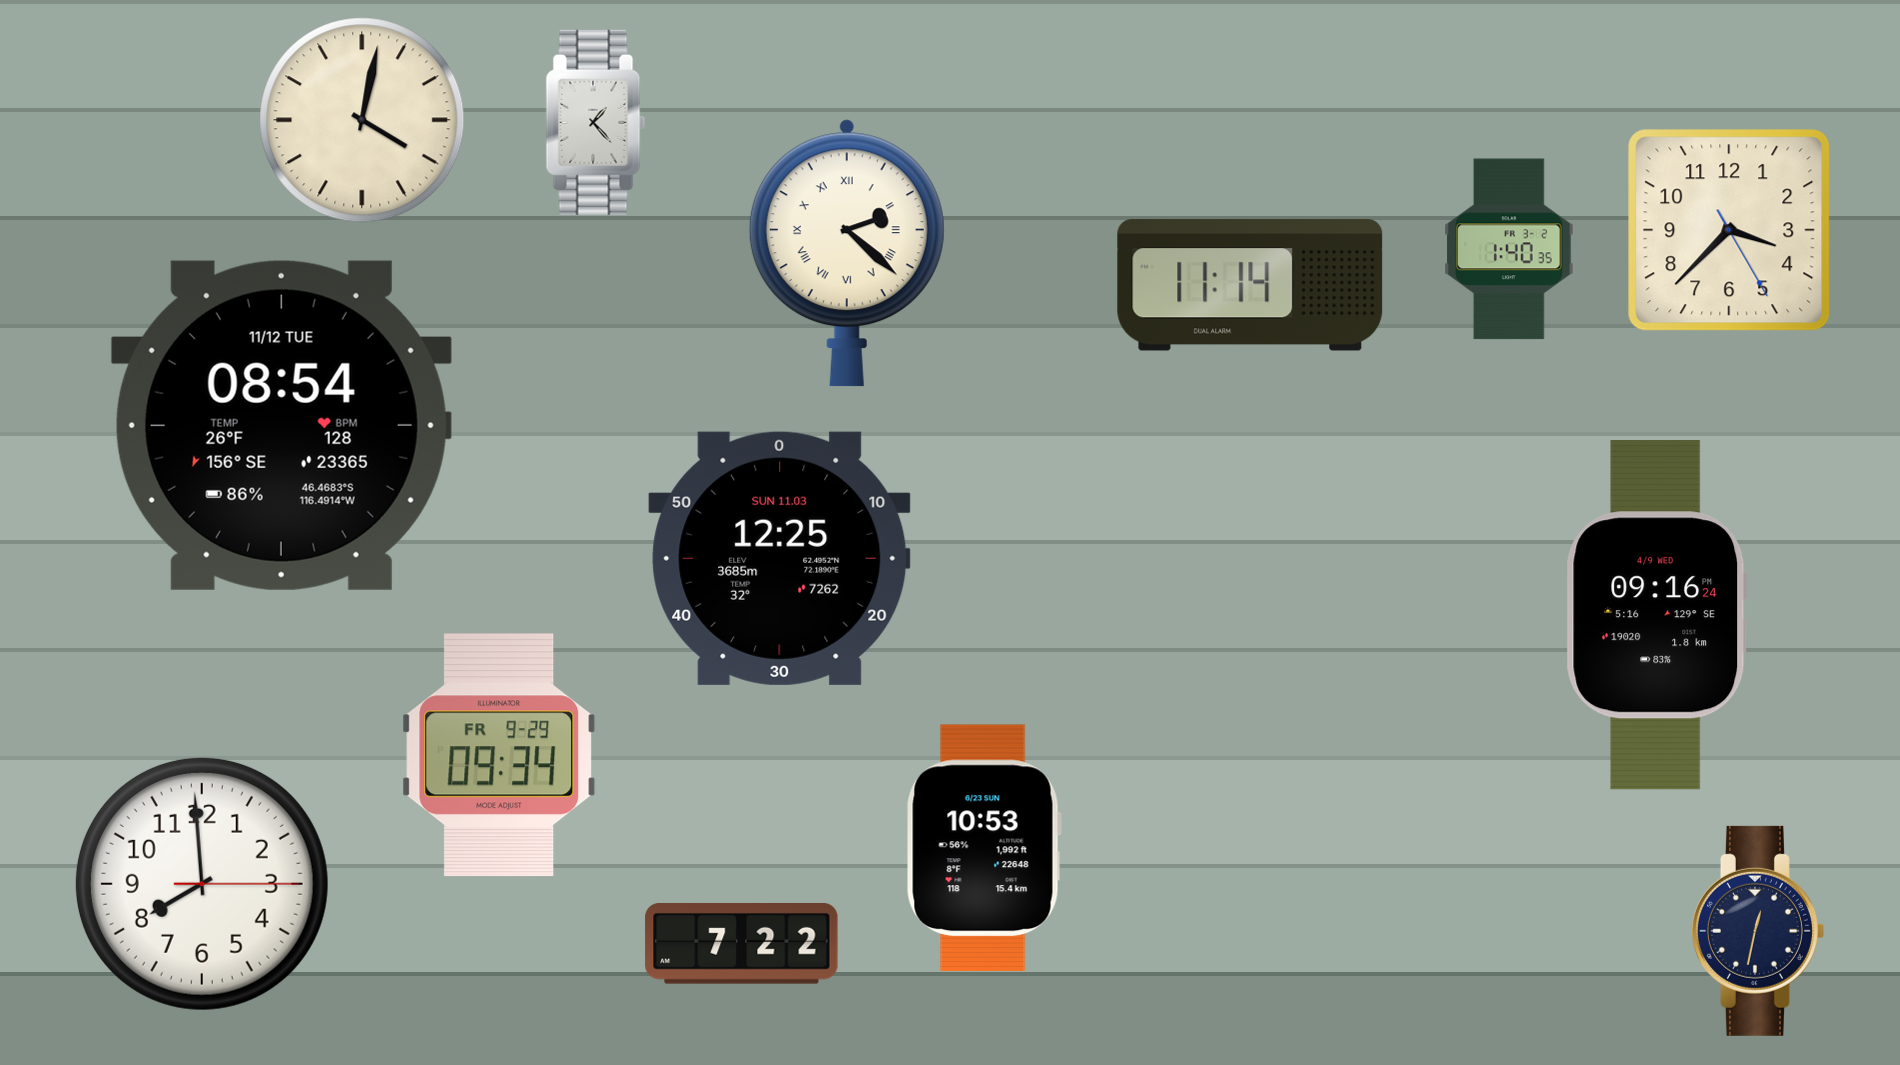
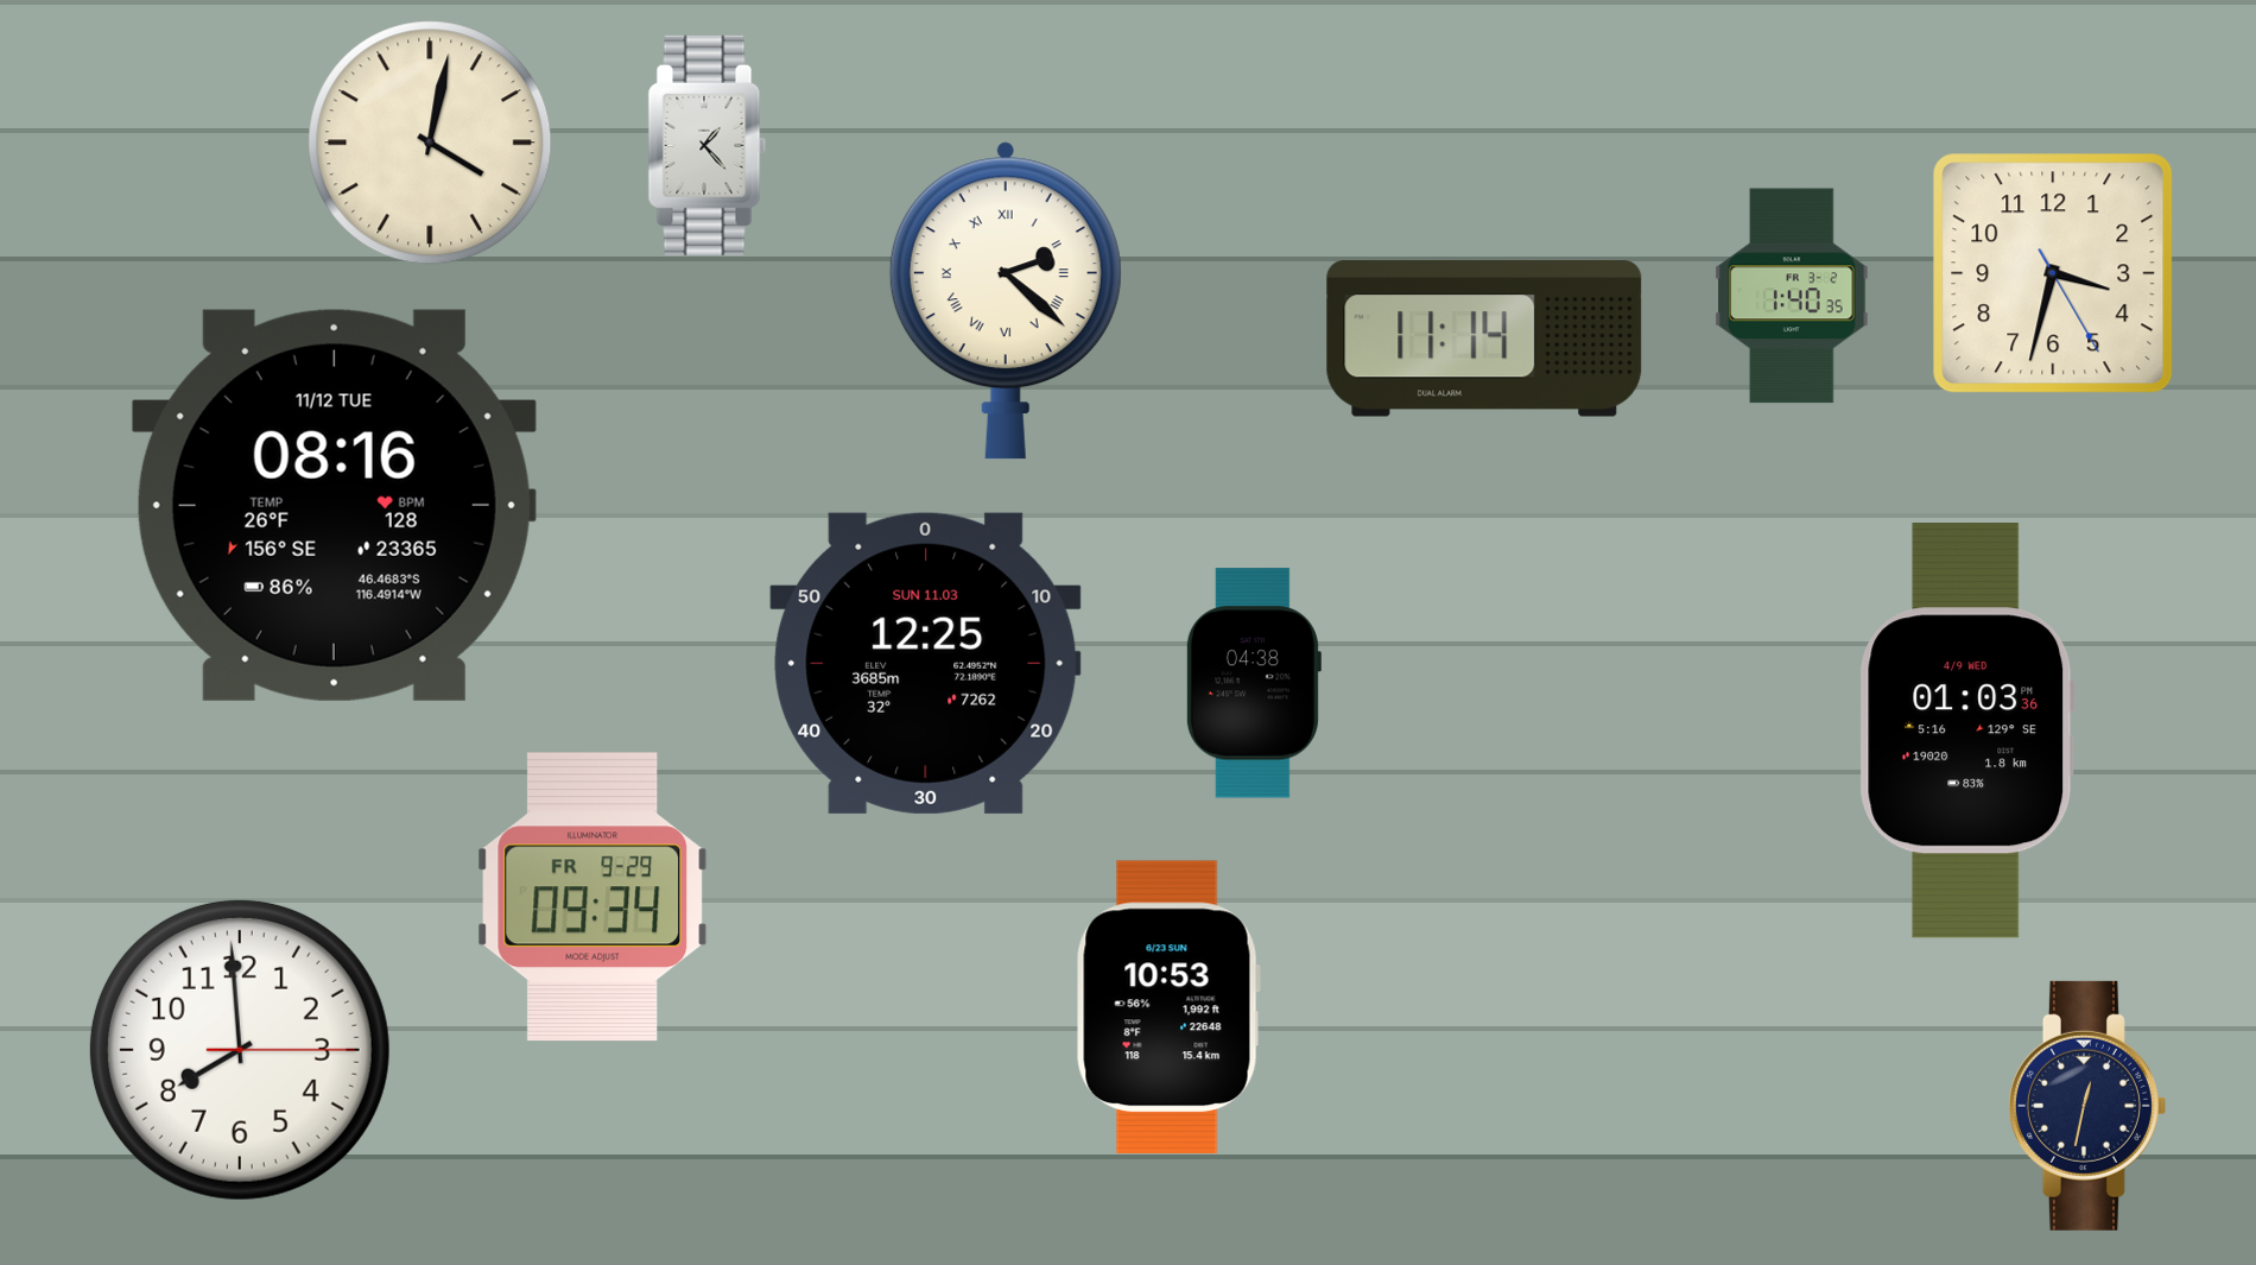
clock at (1729, 230): 3:37 -> 3:32
clock at (281, 425): 08:54 -> 08:16
clock at (1253, 683): none -> 04:38
clock at (1657, 615): 09:16 -> 01:03
clock at (742, 944): 7:22 -> none
